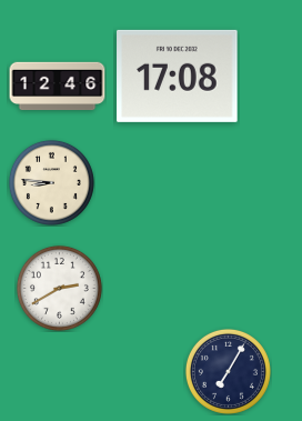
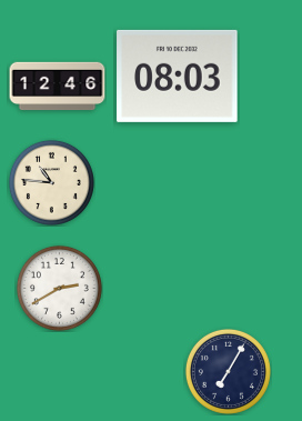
clock at (178, 76): 17:08 -> 08:03
clock at (51, 182): 8:46 -> 10:46
